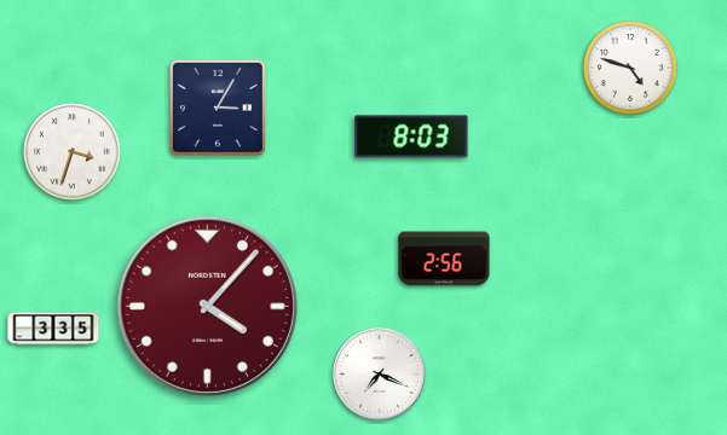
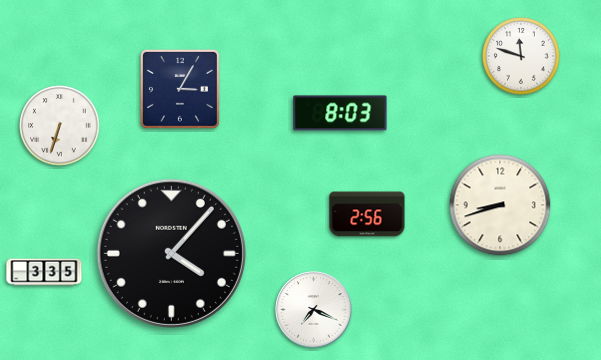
clock at (630, 68): 4:48 -> 11:48
clock at (73, 152): 3:33 -> 6:33
clock at (500, 205): none -> 8:42
clock at (207, 306) dial: burgundy -> black
